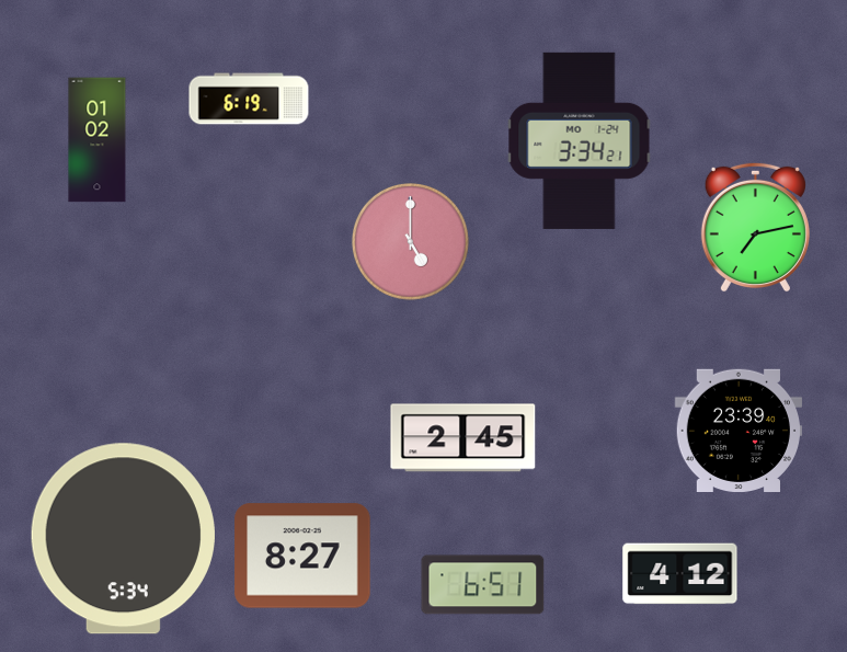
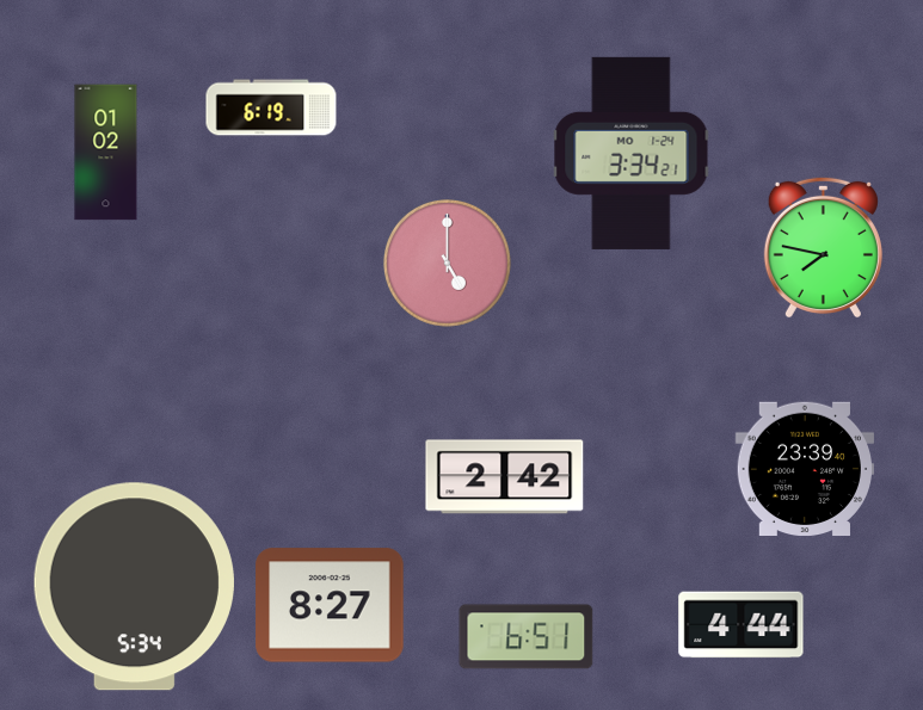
clock at (755, 227): 7:13 -> 7:47
clock at (463, 438): 2:45 -> 2:42
clock at (680, 574): 4:12 -> 4:44
